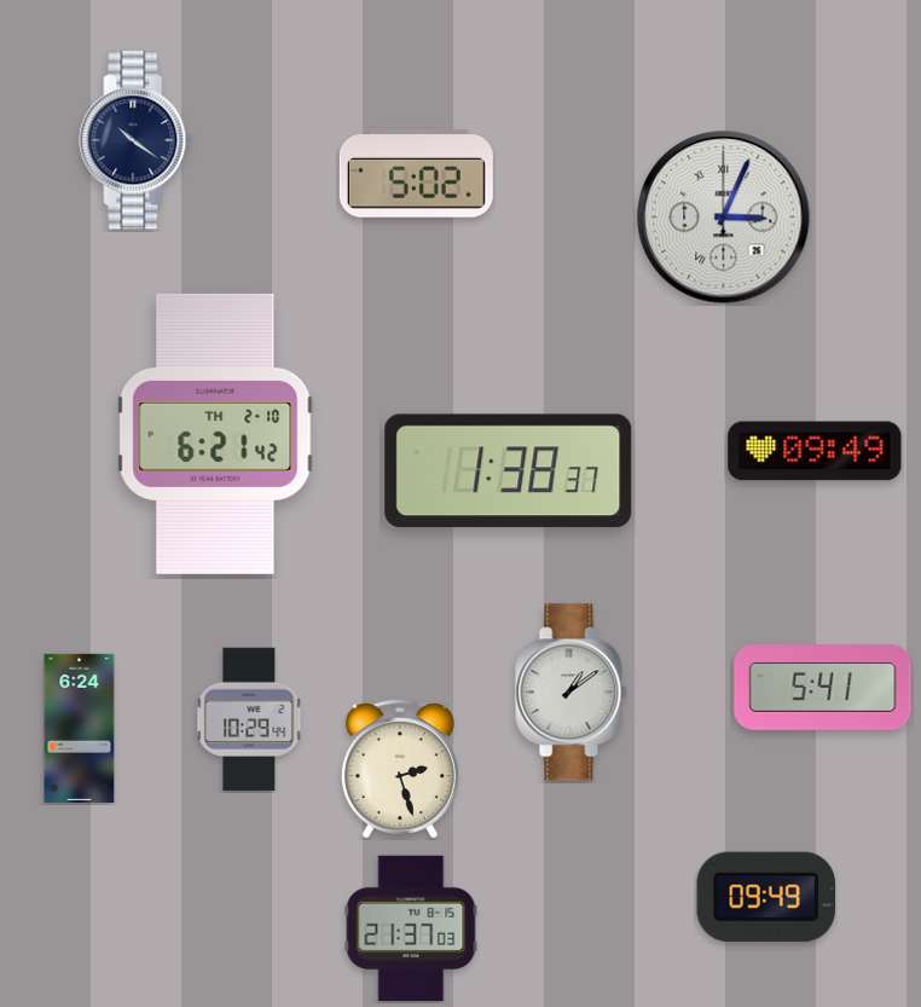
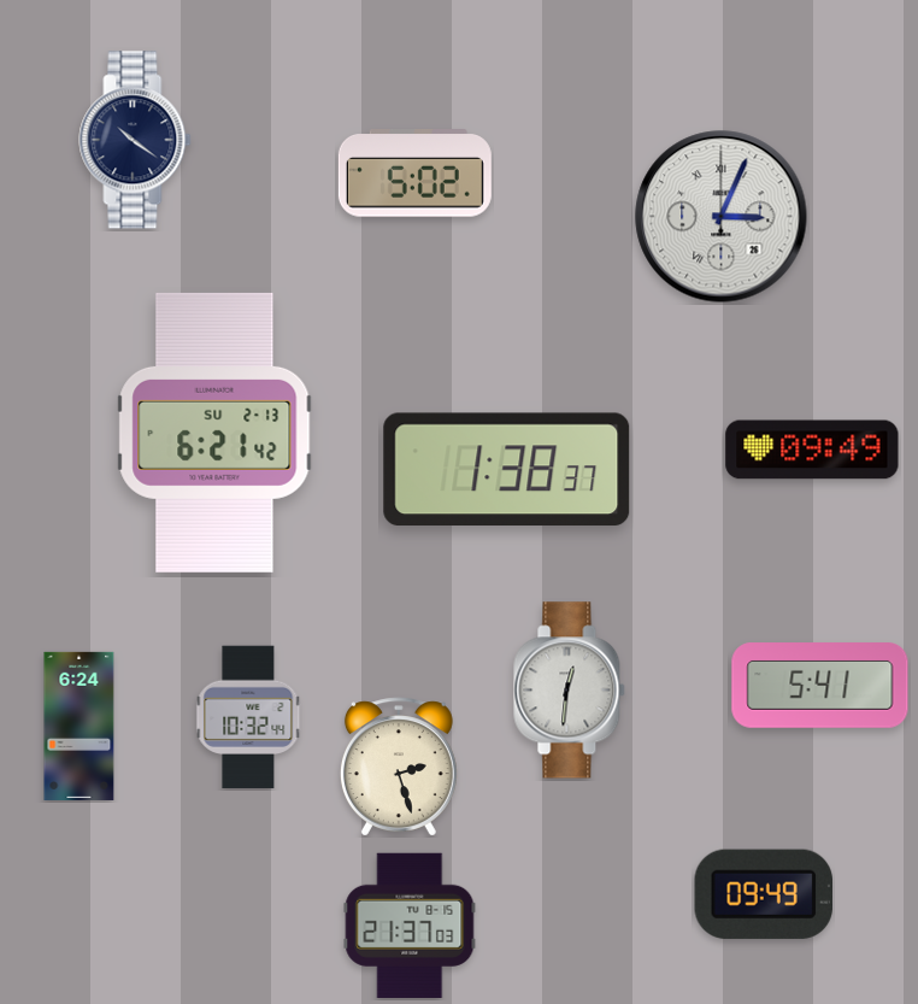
clock at (215, 434) date: TH 2-10 -> SU 2-13
clock at (572, 693): 1:09 -> 12:31
clock at (249, 719): 10:29 -> 10:32
